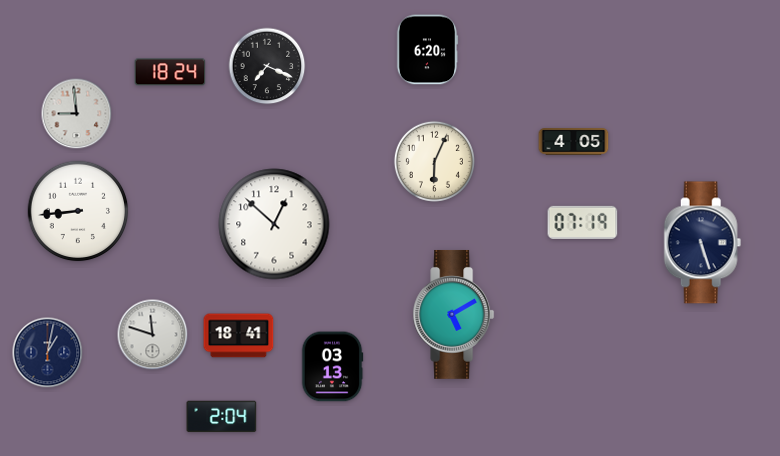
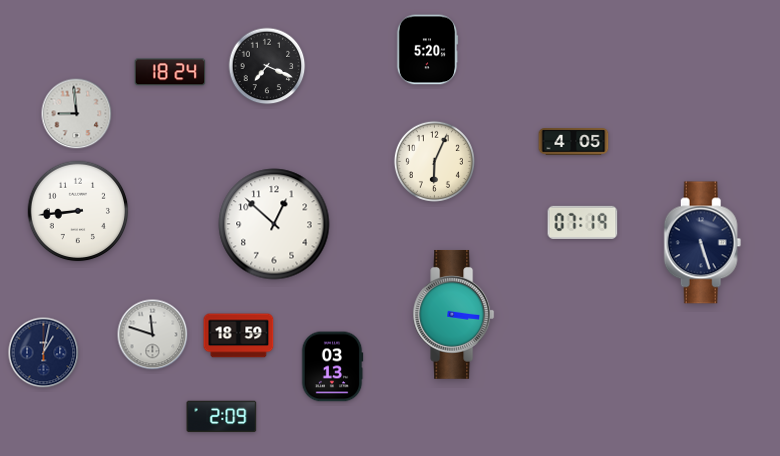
clock at (427, 50): 6:20 -> 5:20
clock at (454, 314): 5:10 -> 3:16
clock at (239, 336): 18:41 -> 18:59
clock at (48, 353) position: (48, 353) -> (44, 353)
clock at (222, 417): 2:04 -> 2:09
